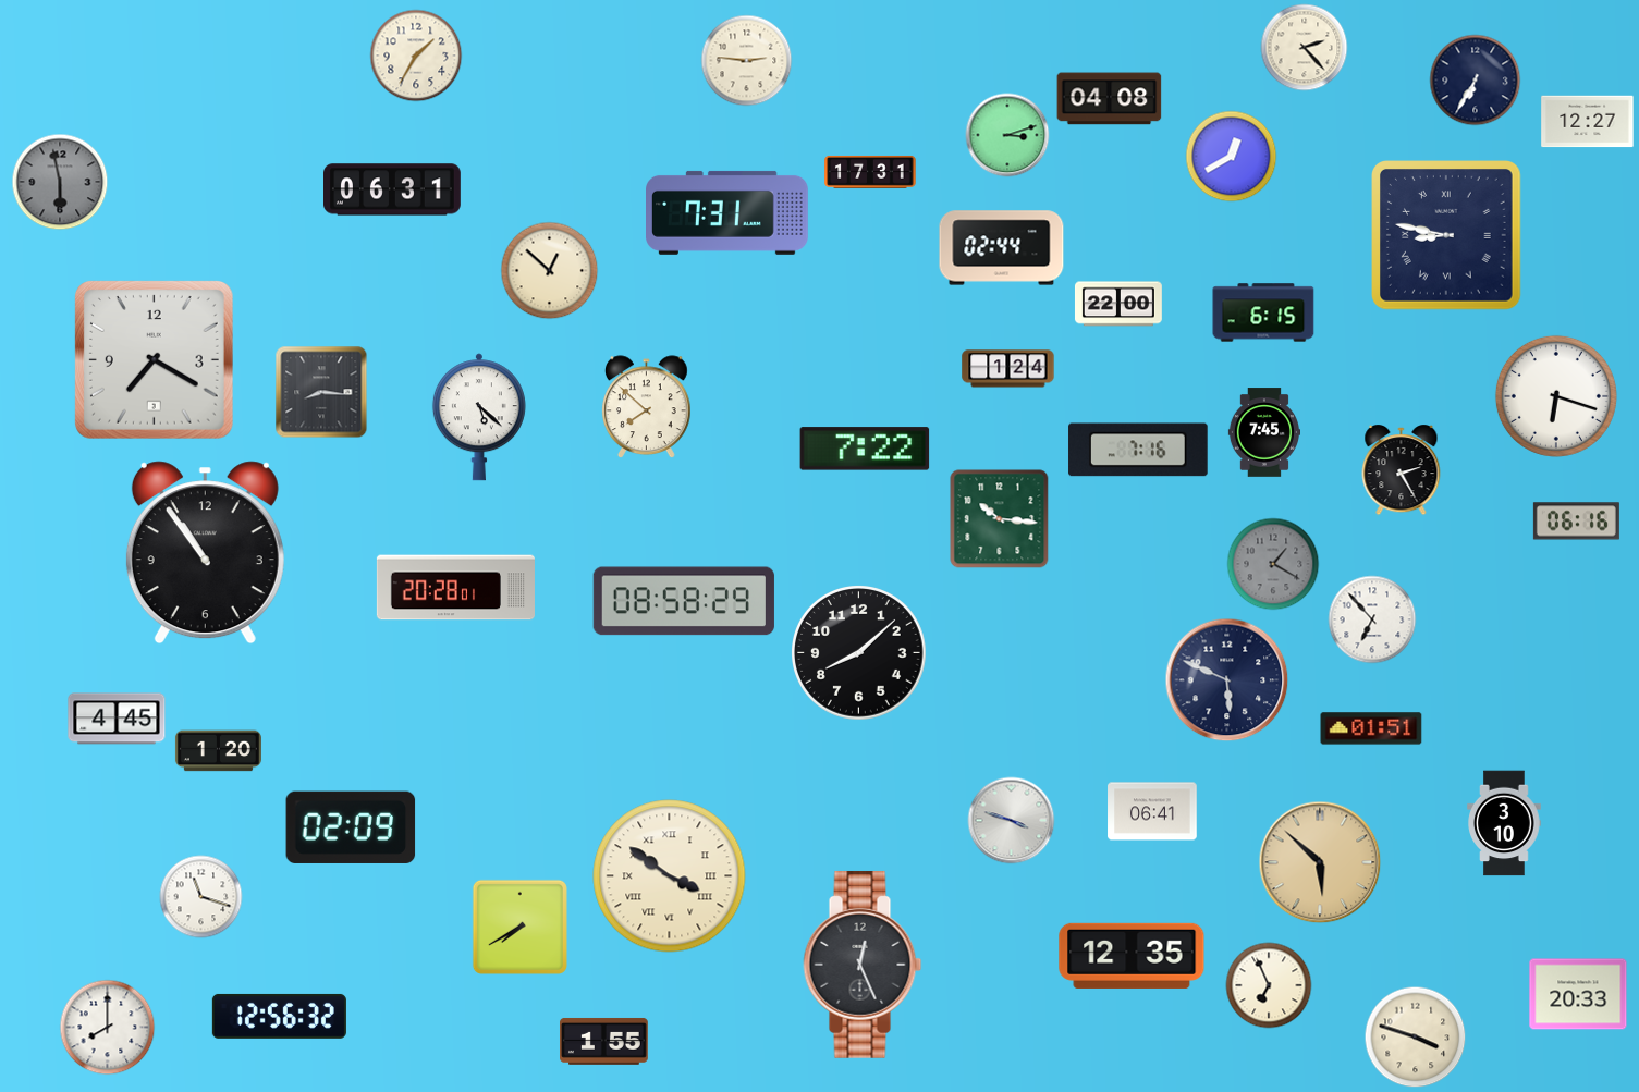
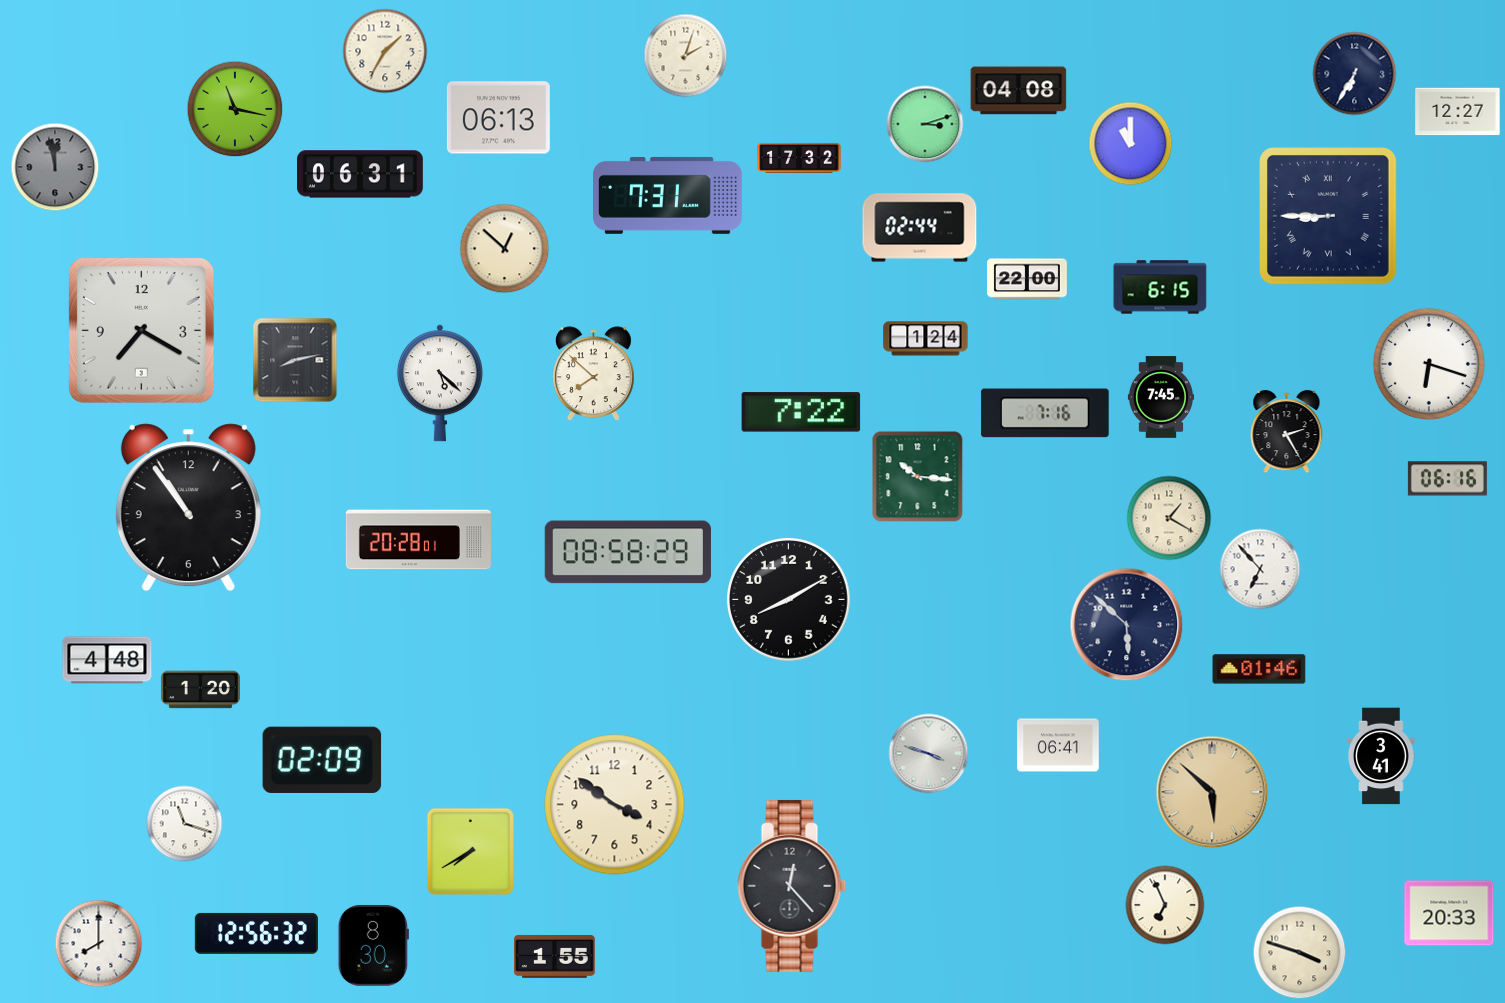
clock at (1305, 48): 2:23 -> none
clock at (416, 56) position: (416, 56) -> (385, 51)
clock at (747, 61): 2:46 -> 2:03
clock at (235, 109): none -> 11:17
clock at (498, 118): none -> 06:13
clock at (1232, 157): 12:40 -> 11:00
clock at (870, 172): 17:31 -> 17:32
clock at (60, 182): 5:58 -> 11:58
clock at (1447, 236): 8:47 -> 8:45
clock at (321, 392): 8:16 -> 8:13
clock at (865, 449) position: (865, 449) -> (801, 412)
clock at (1273, 564) dial: grey -> cream
clock at (859, 653): 8:08 -> 8:10
clock at (1227, 680): 5:49 -> 5:52
clock at (117, 719): 4:45 -> 4:48
clock at (1371, 728): 01:51 -> 01:46
clock at (1504, 823): 3:10 -> 3:41
clock at (670, 876) numerals: Roman -> Arabic
clock at (519, 927) position: (519, 927) -> (470, 851)
clock at (1132, 956): 12:35 -> none
clock at (863, 965): 12:26 -> 12:23
clock at (373, 945): none -> 8:30
